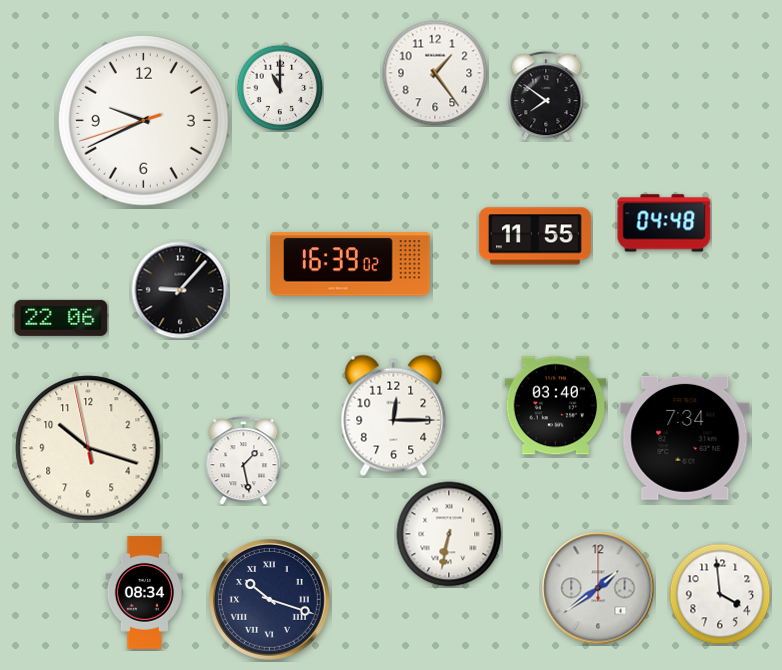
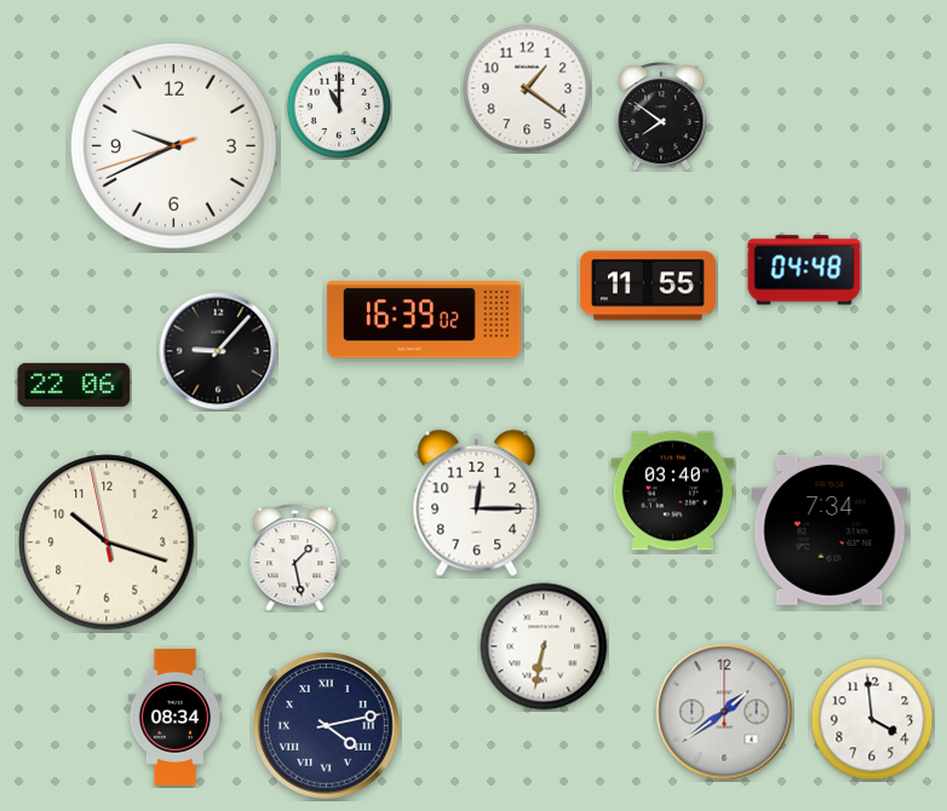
clock at (435, 73): 1:24 -> 1:21
clock at (270, 600): 10:18 -> 4:13
